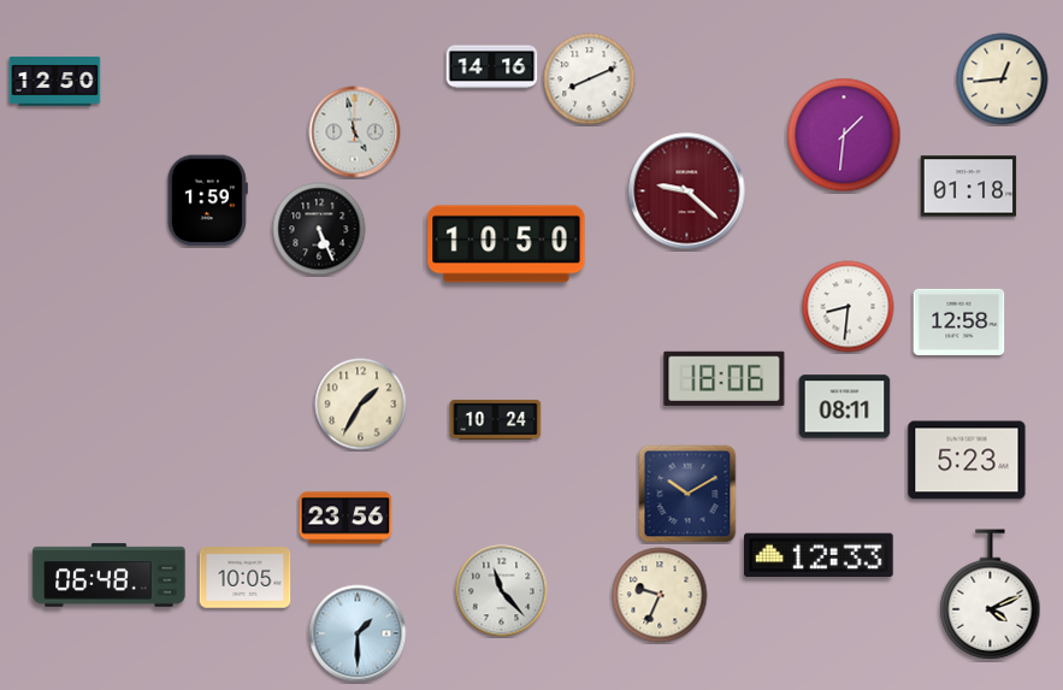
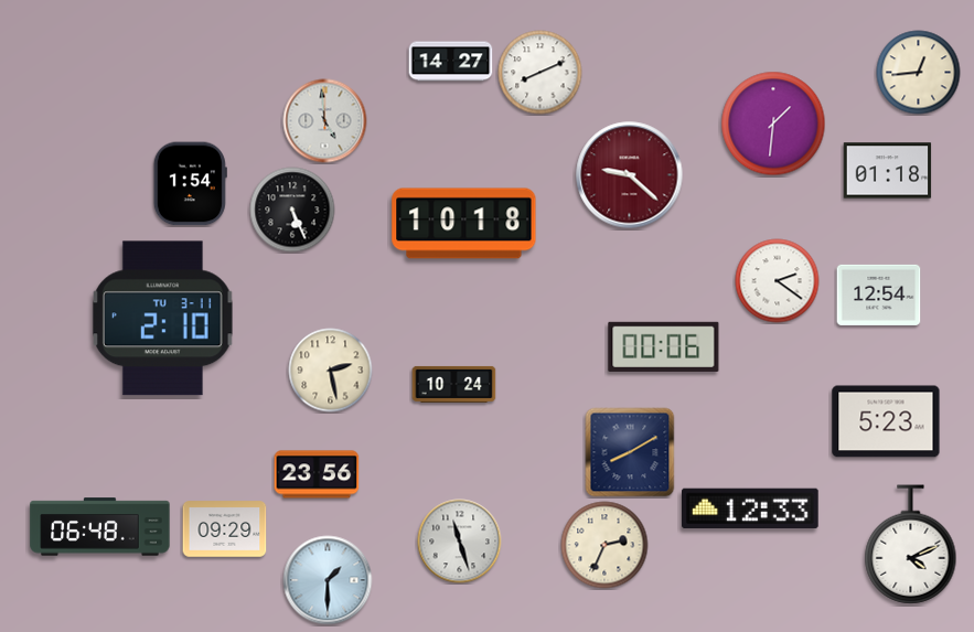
clock at (492, 67): 14:16 -> 14:27
clock at (55, 82): 12:50 -> none
clock at (355, 132): 4:58 -> 4:59
clock at (207, 201): 1:59 -> 1:54
clock at (507, 244): 10:50 -> 10:18
clock at (849, 307): 8:31 -> 2:21
clock at (959, 322): 12:58 -> 12:54
clock at (162, 319): none -> 2:10
clock at (725, 378): 18:06 -> 00:06
clock at (361, 405): 1:35 -> 2:28
clock at (845, 407): 08:11 -> none
clock at (687, 494): 10:10 -> 8:10
clock at (246, 578): 10:05 -> 09:29
clock at (502, 591): 11:23 -> 11:27
clock at (660, 595): 9:34 -> 2:34
clock at (991, 595) position: (991, 595) -> (911, 545)
